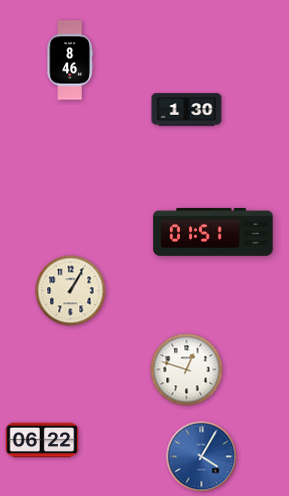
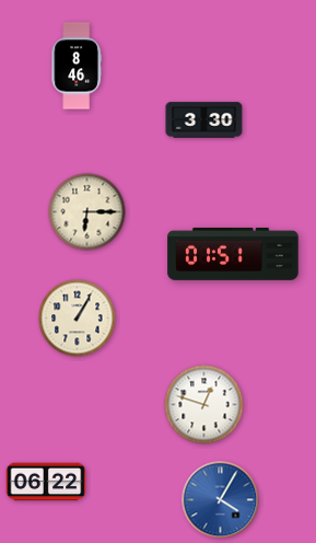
clock at (187, 110): 1:30 -> 3:30
clock at (87, 212): none -> 6:15
